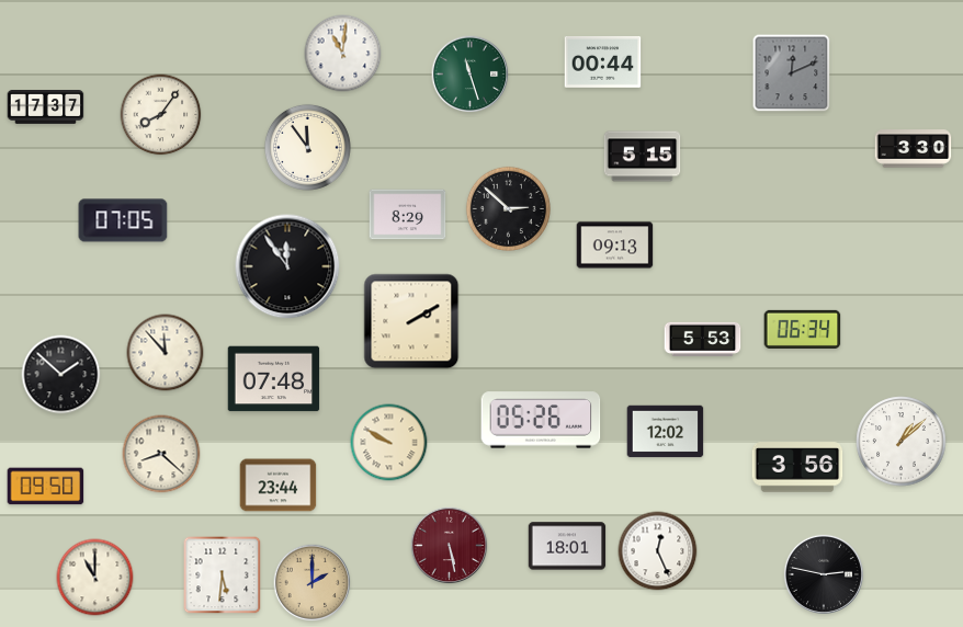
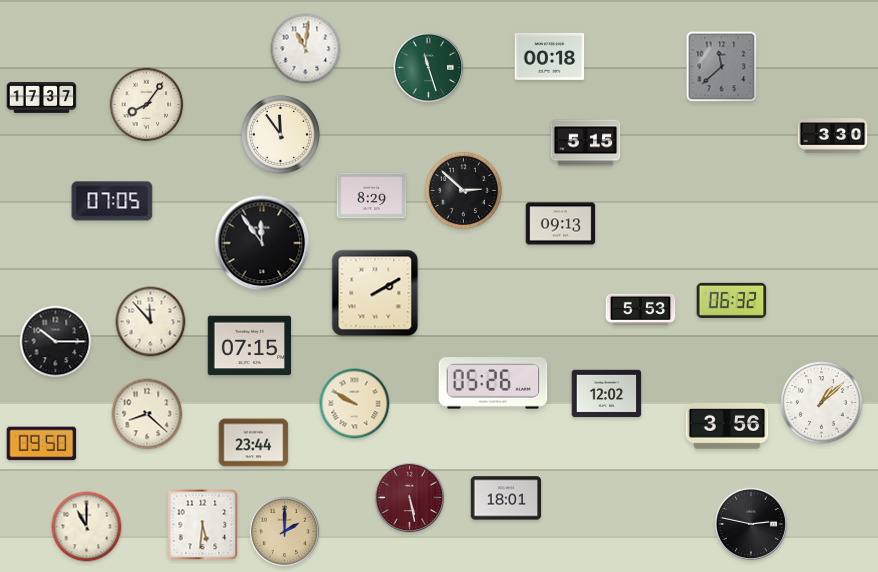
clock at (343, 54) position: (343, 54) -> (306, 49)
clock at (603, 61): 00:44 -> 00:18
clock at (792, 73): 12:11 -> 11:38
clock at (803, 329): 06:34 -> 06:32
clock at (61, 375): 1:52 -> 10:15
clock at (274, 379): 07:48 -> 07:15
clock at (567, 546) position: (567, 546) -> (506, 498)
clock at (658, 551): 12:26 -> none
